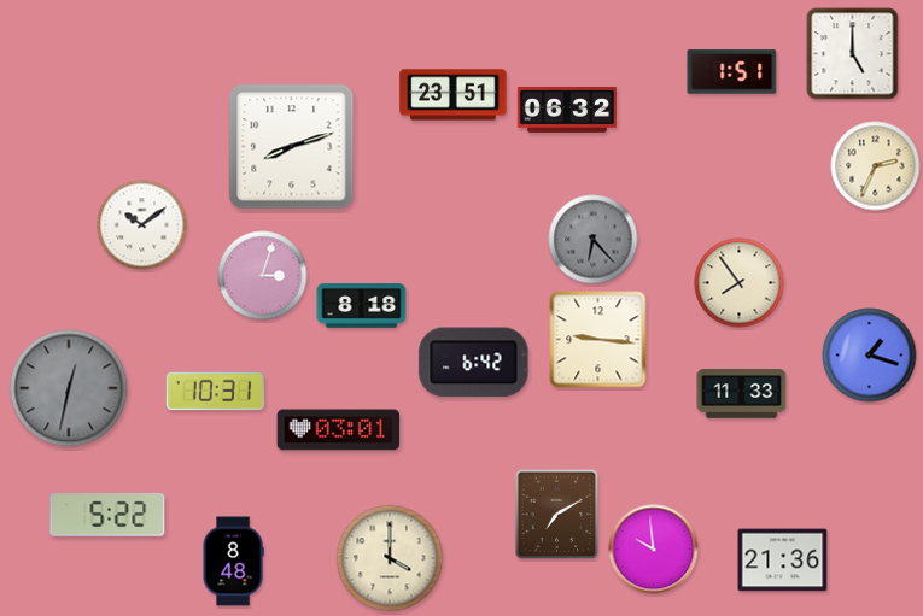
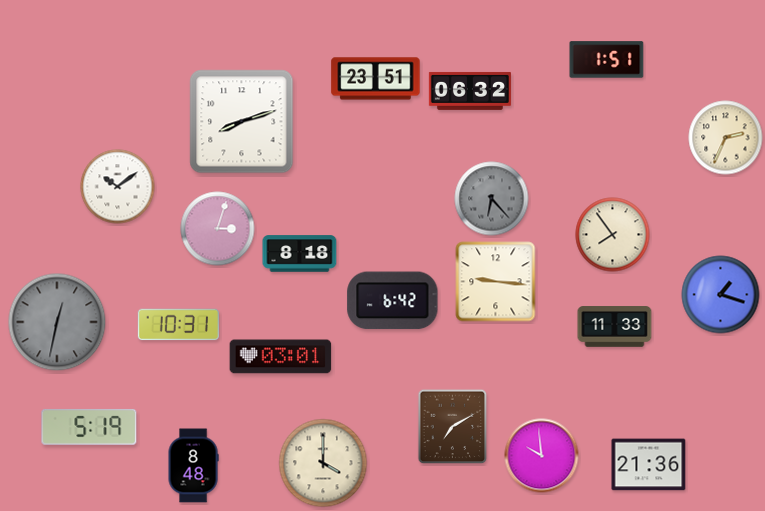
clock at (853, 54): 5:00 -> none
clock at (107, 515): 5:22 -> 5:19
clock at (557, 515) position: (557, 515) -> (453, 427)
